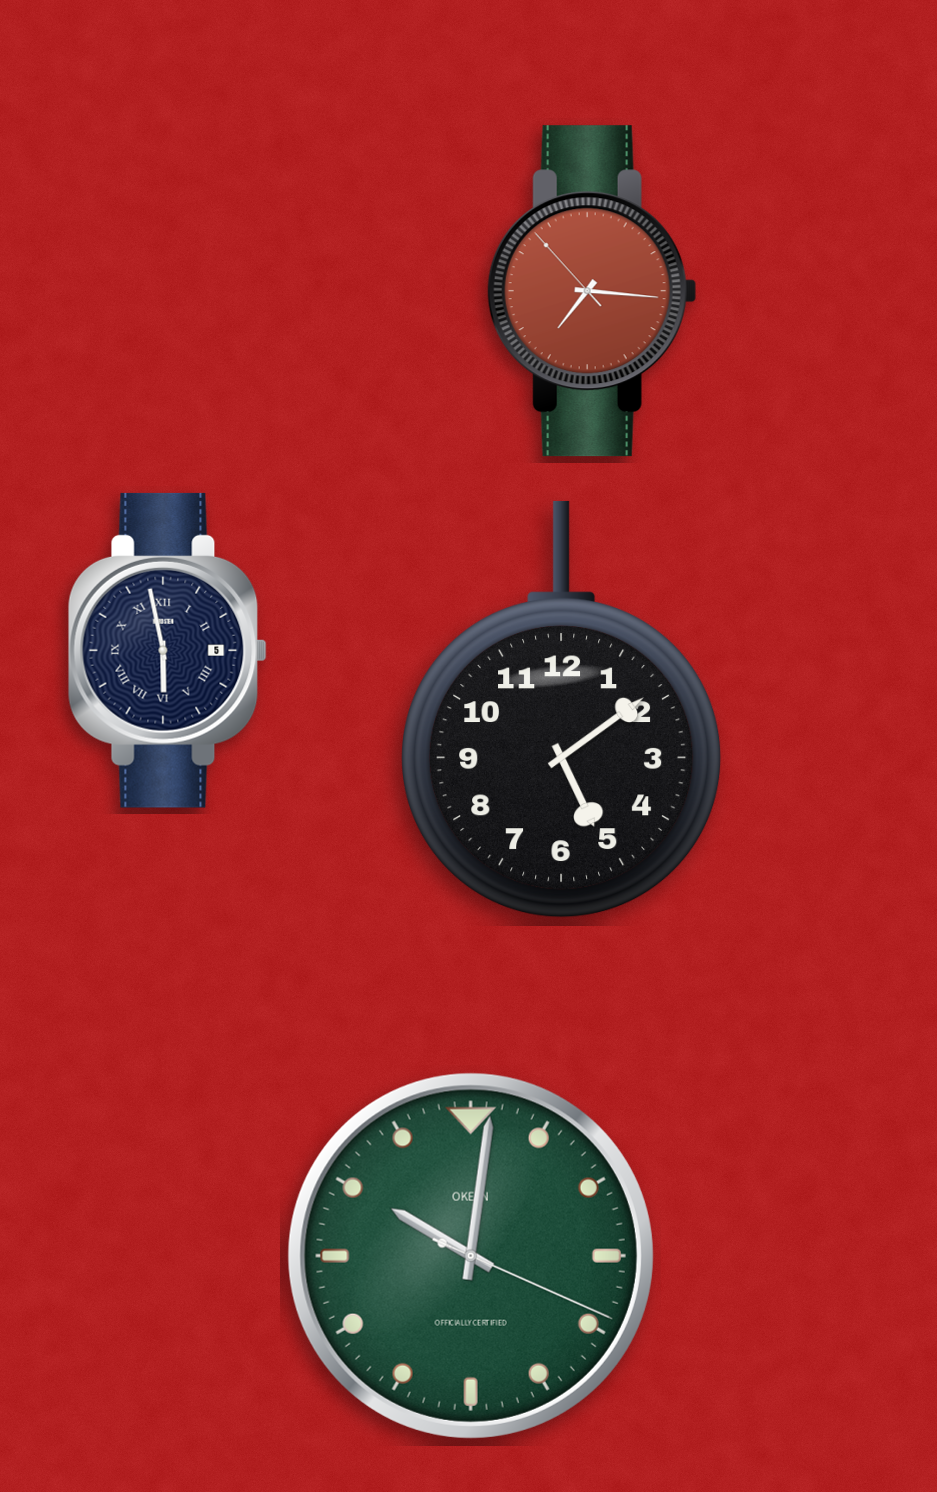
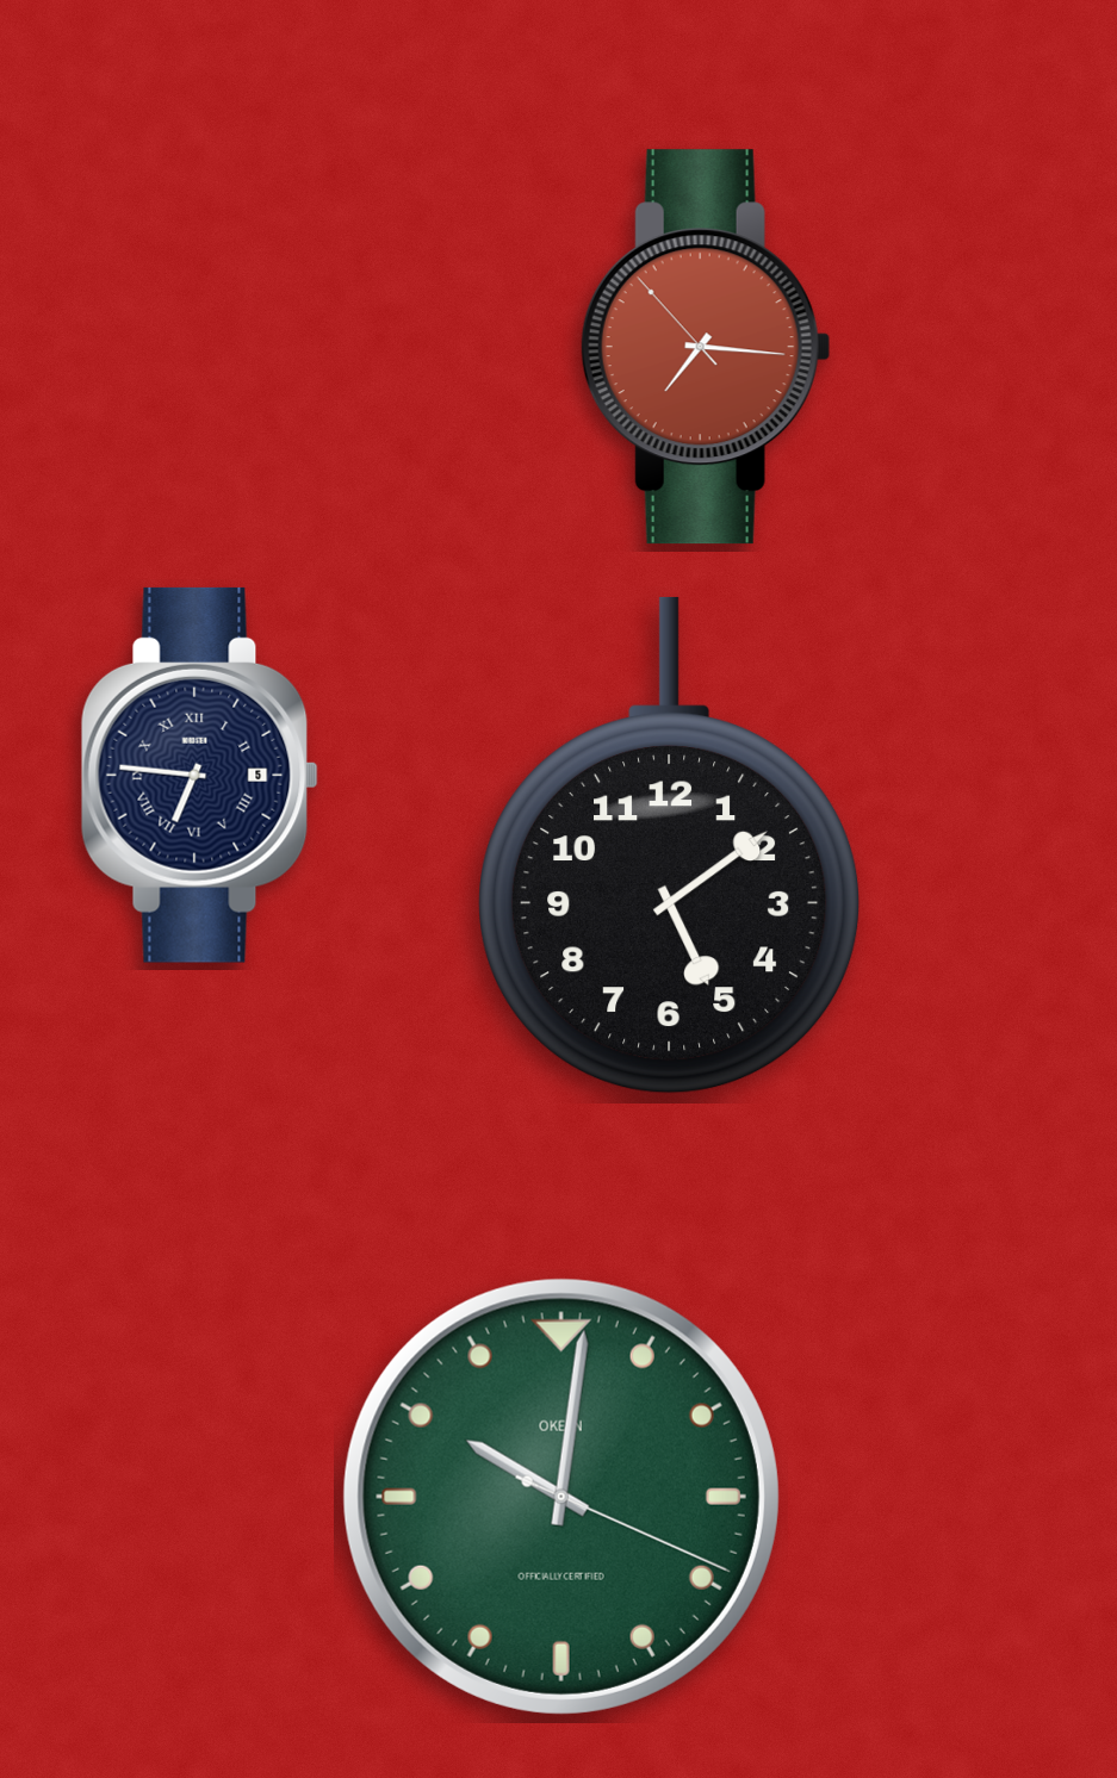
clock at (167, 650): 5:58 -> 6:46
